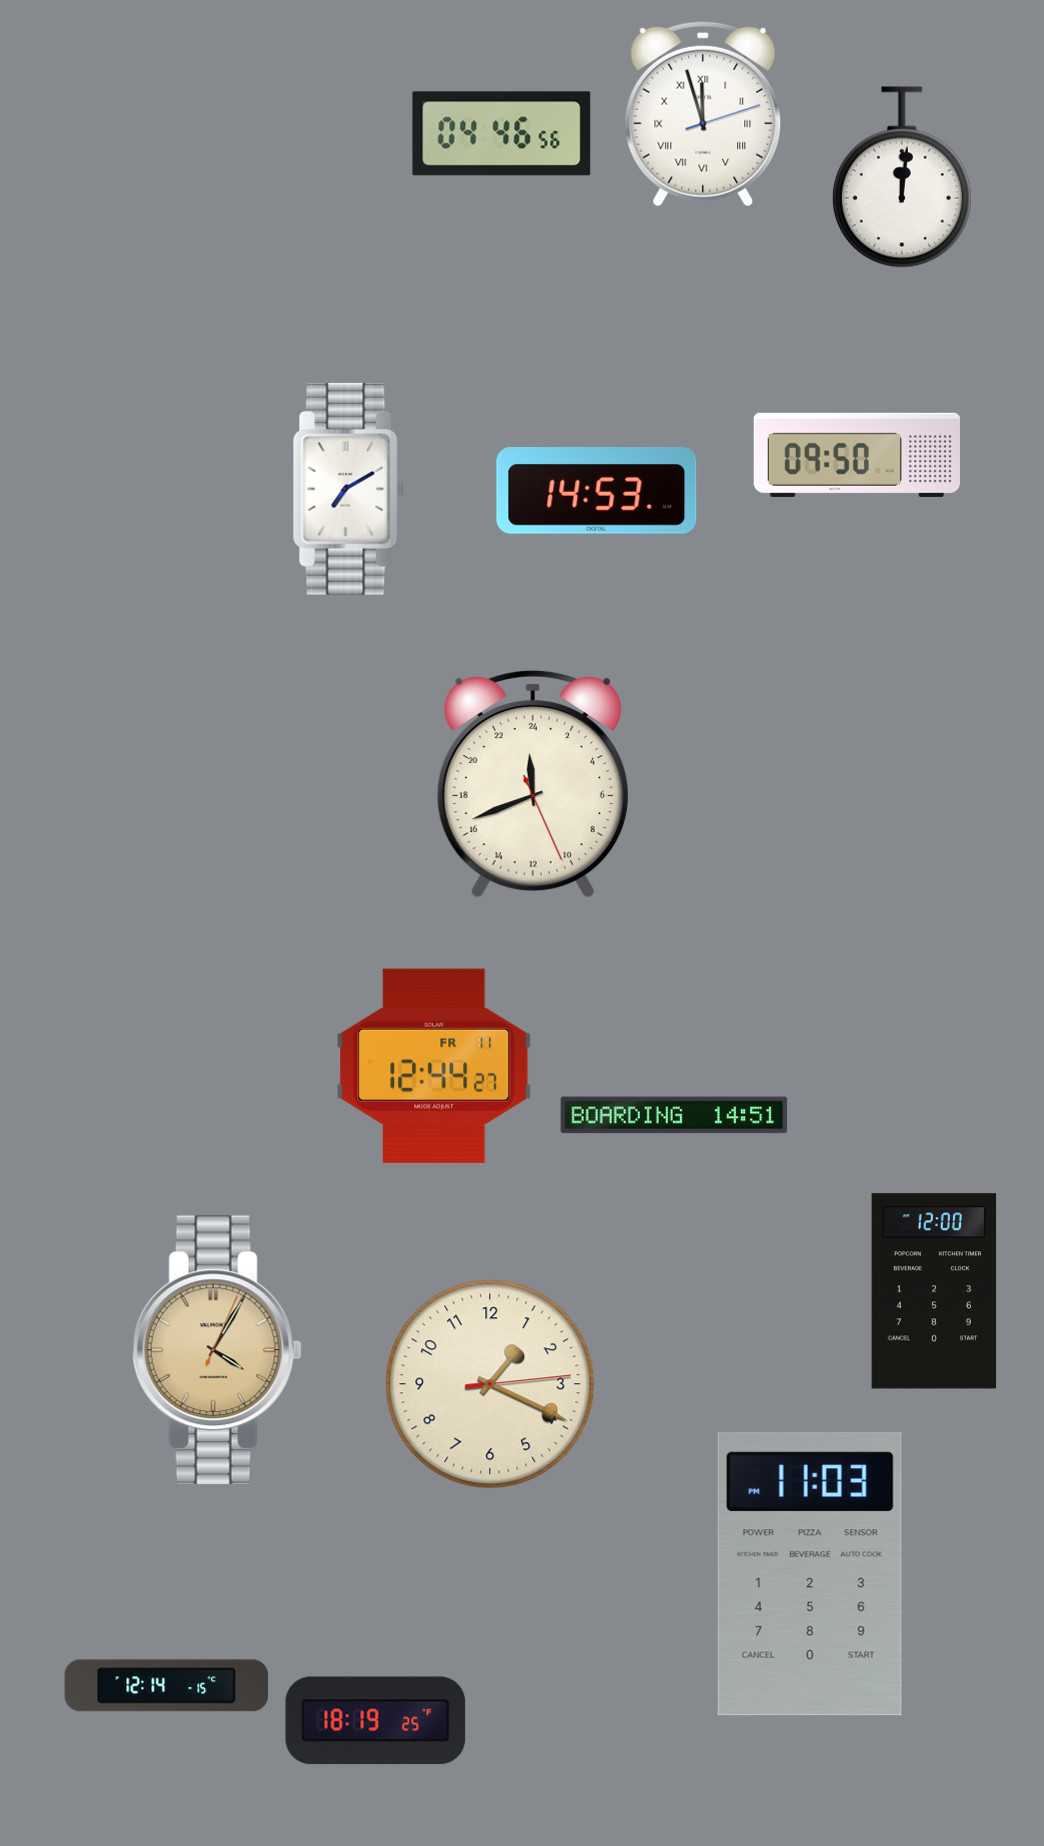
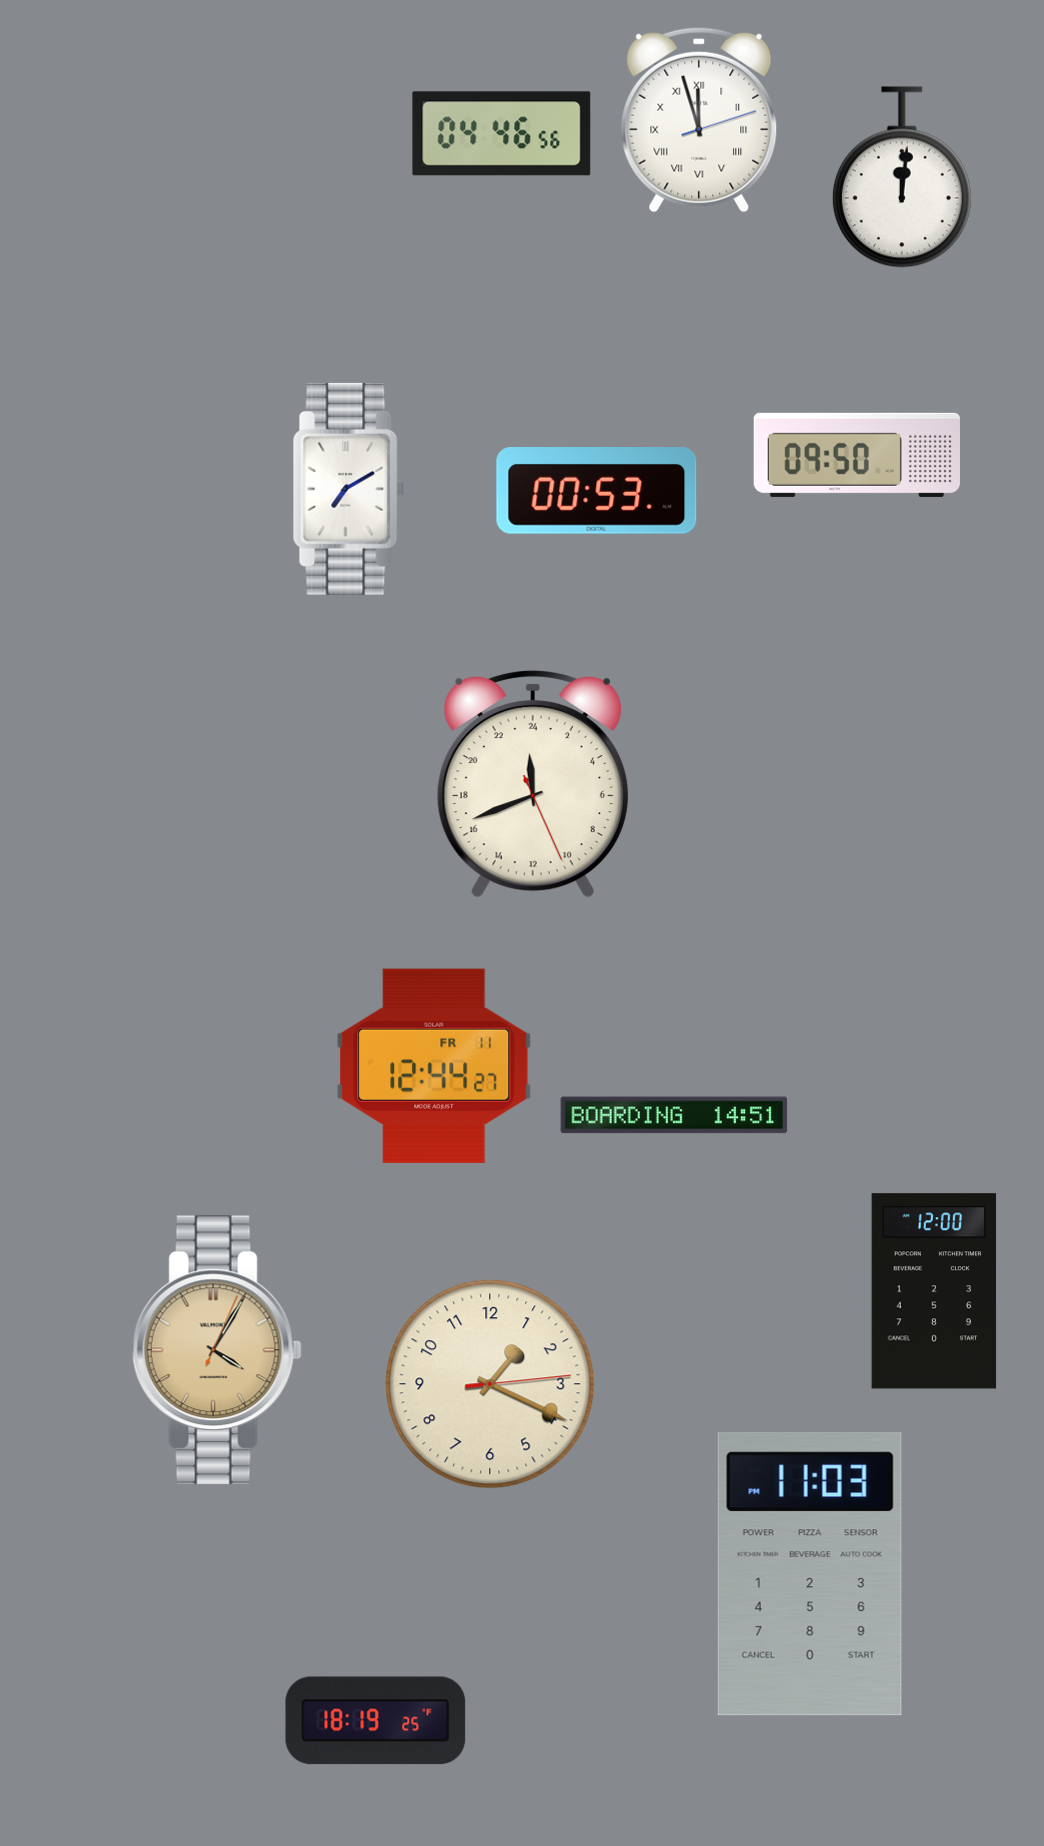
clock at (703, 114) position: (703, 114) -> (699, 120)
clock at (597, 491): 14:53 -> 00:53
clock at (167, 1686): 12:14 -> none
